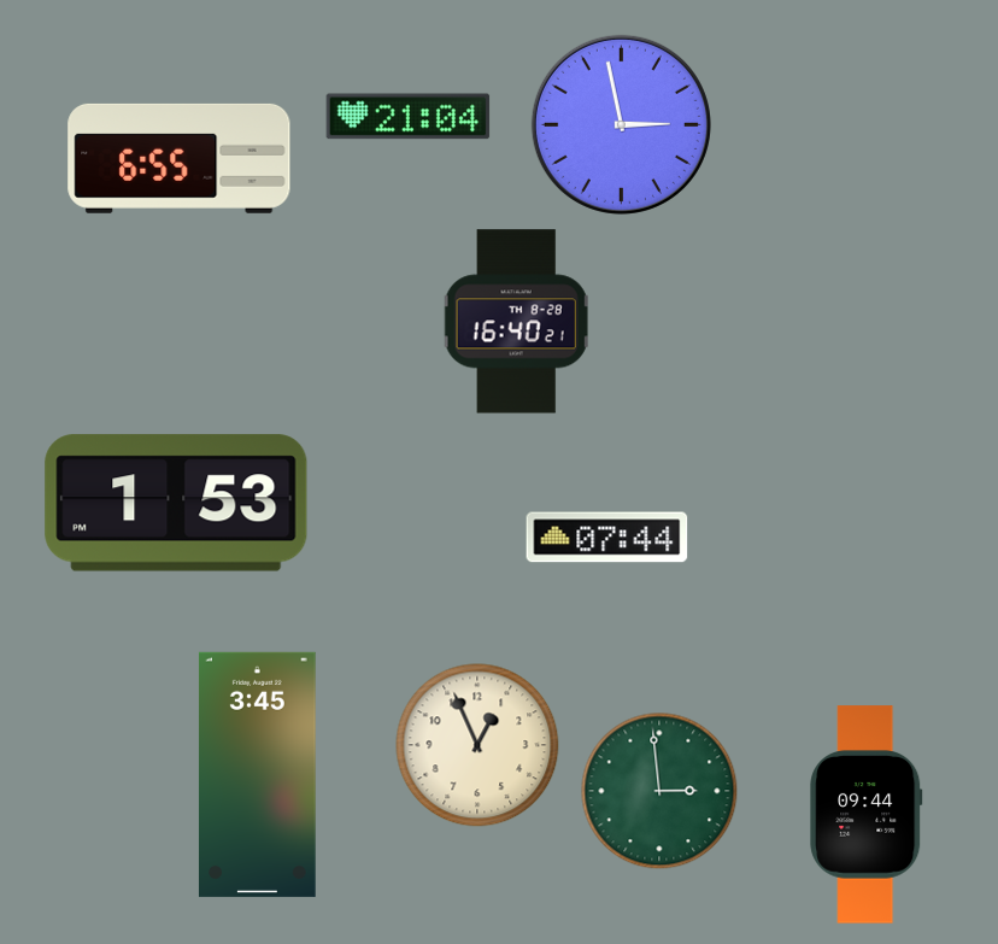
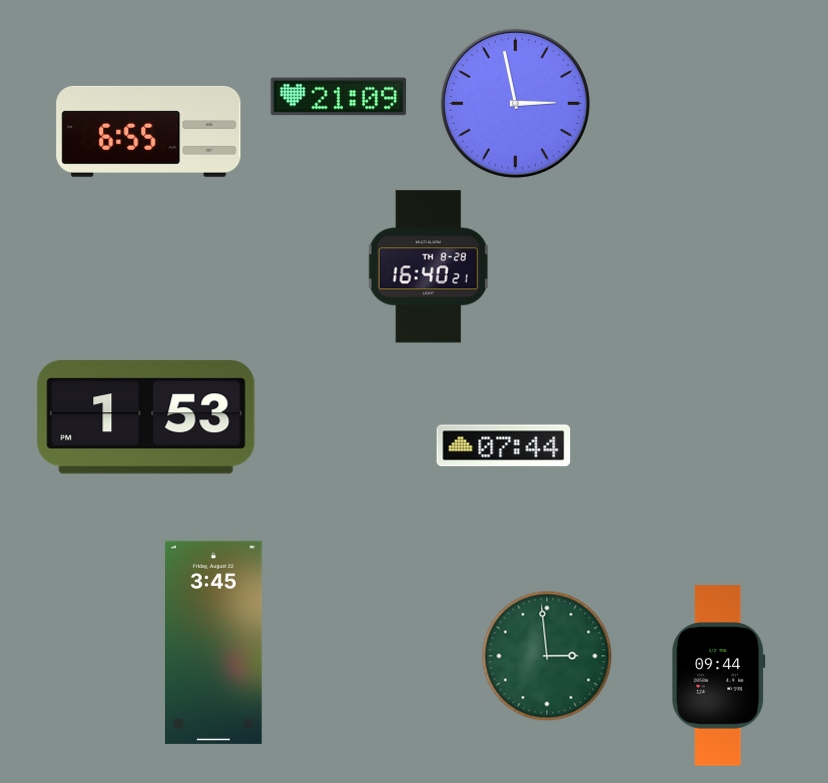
clock at (409, 117): 21:04 -> 21:09
clock at (477, 745): 12:56 -> none
